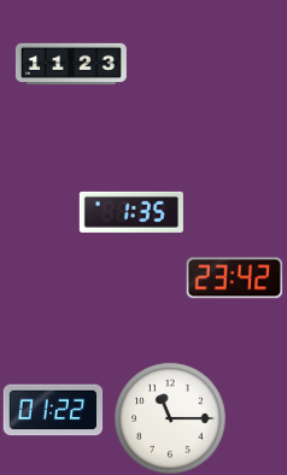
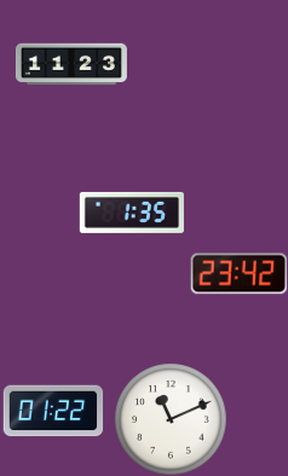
clock at (234, 278) position: (234, 278) -> (238, 274)
clock at (170, 418): 11:15 -> 11:11
